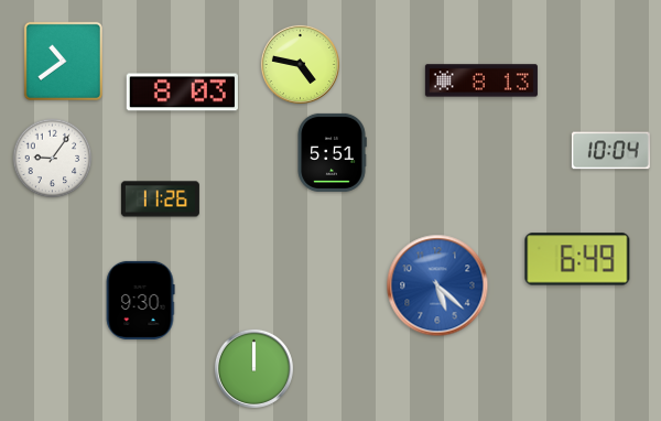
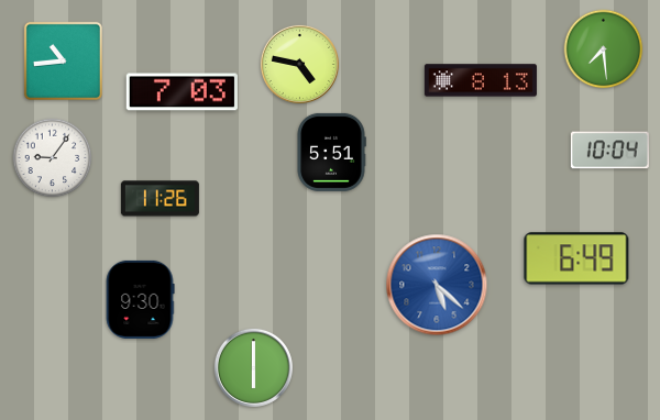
clock at (604, 49): none -> 7:29
clock at (63, 61): 10:39 -> 10:44
clock at (182, 93): 8:03 -> 7:03
clock at (253, 368): 12:00 -> 6:00
